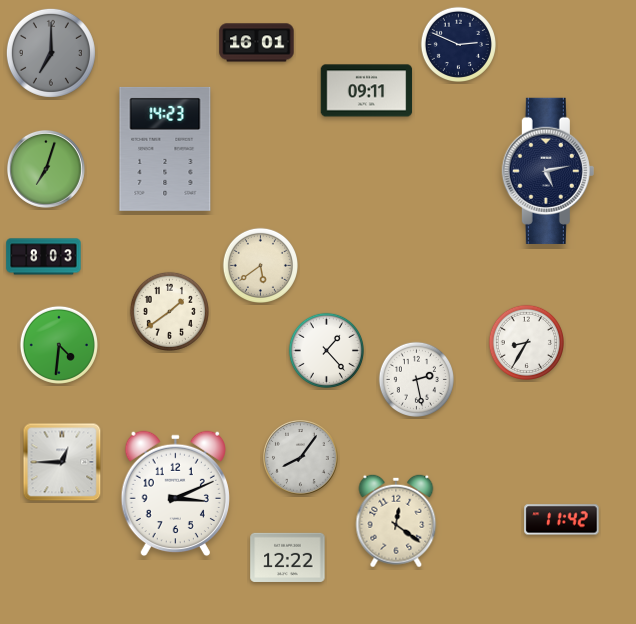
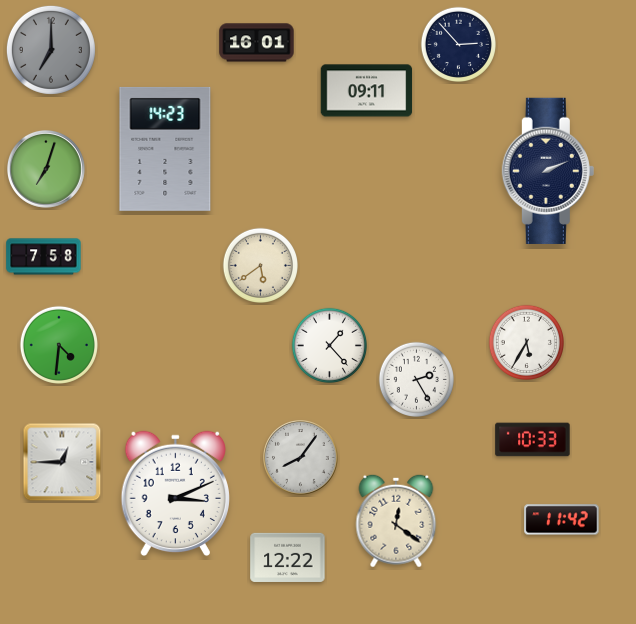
clock at (458, 44): 2:49 -> 2:53
clock at (51, 53) position: (51, 53) -> (51, 50)
clock at (548, 171): 5:13 -> 2:11
clock at (44, 257): 8:03 -> 7:58
clock at (169, 311): 1:39 -> none
clock at (526, 342): 8:35 -> 5:35
clock at (326, 350) position: (326, 350) -> (329, 345)
clock at (416, 379): 2:28 -> 2:25
clock at (533, 440): none -> 10:33
